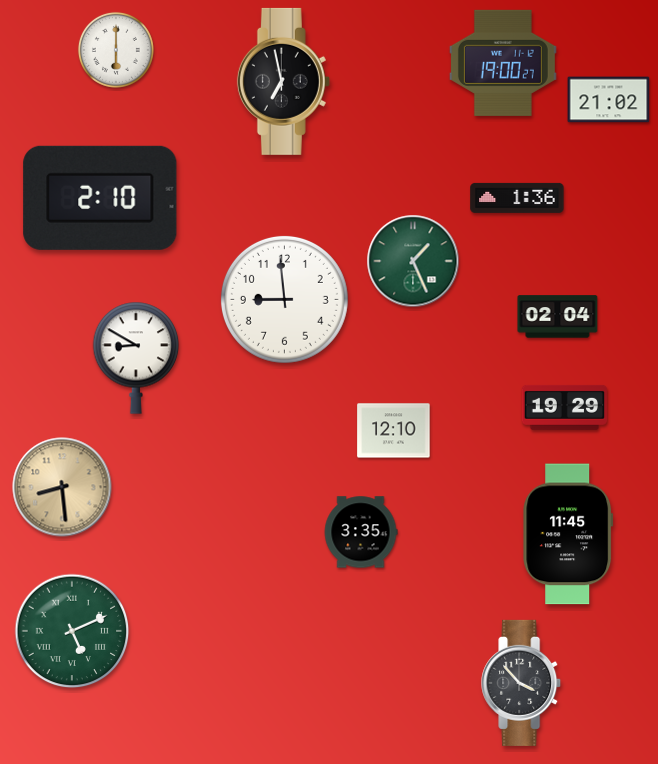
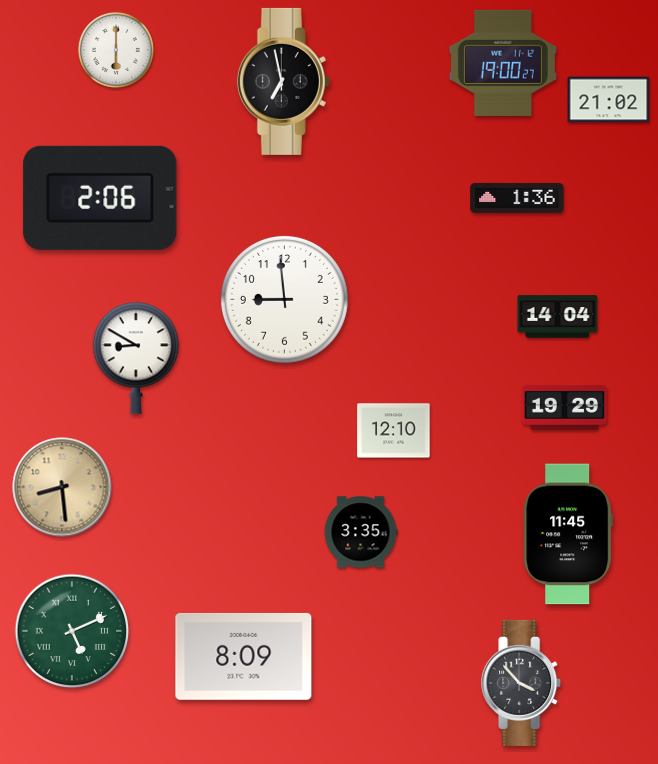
clock at (100, 198): 2:10 -> 2:06
clock at (413, 261): 1:26 -> none
clock at (558, 317): 02:04 -> 14:04
clock at (244, 656): none -> 8:09
